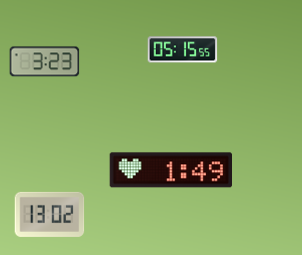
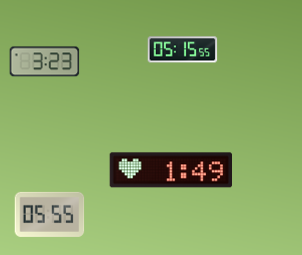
clock at (50, 214): 13:02 -> 05:55
